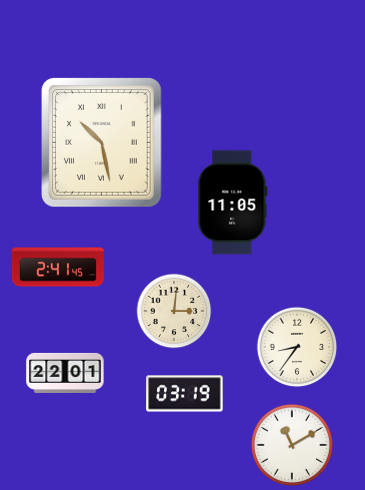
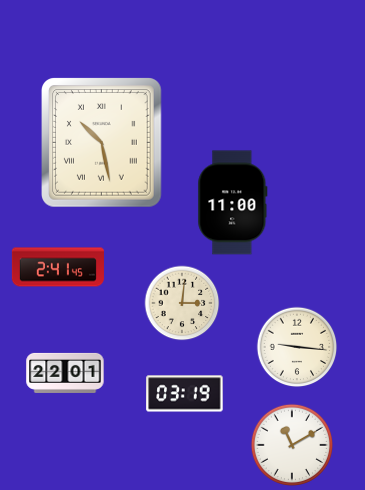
clock at (233, 203): 11:05 -> 11:00
clock at (174, 311) position: (174, 311) -> (182, 303)
clock at (297, 347): 8:36 -> 9:16
